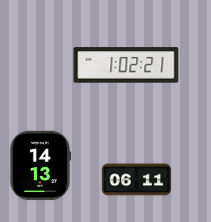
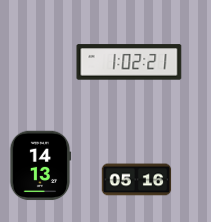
clock at (126, 65) position: (126, 65) -> (129, 62)
clock at (137, 180): 06:11 -> 05:16
